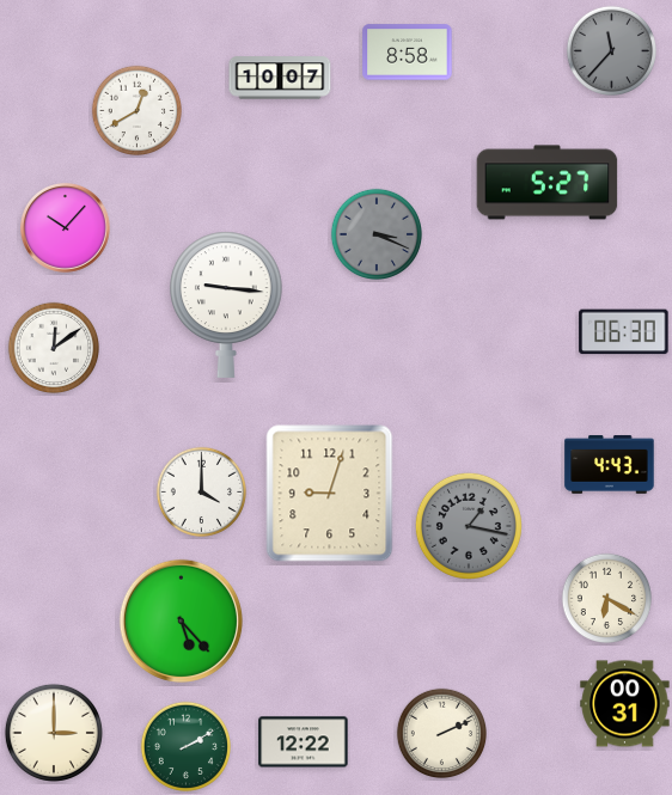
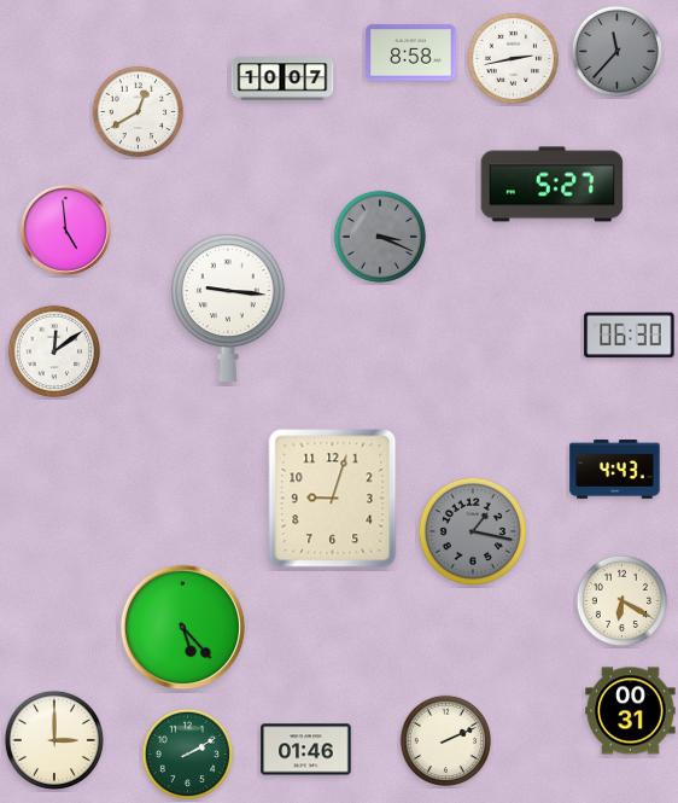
clock at (513, 58): none -> 2:43
clock at (66, 228): 10:07 -> 4:59
clock at (201, 491): 4:00 -> none
clock at (606, 598) position: (606, 598) -> (621, 600)
clock at (304, 742): 12:22 -> 01:46
